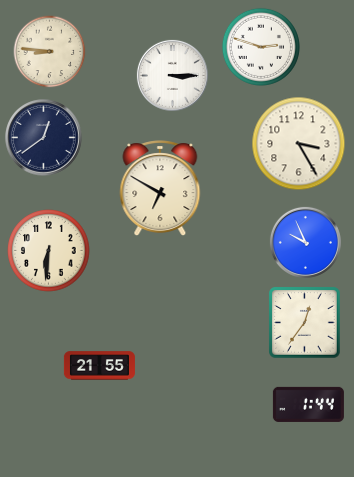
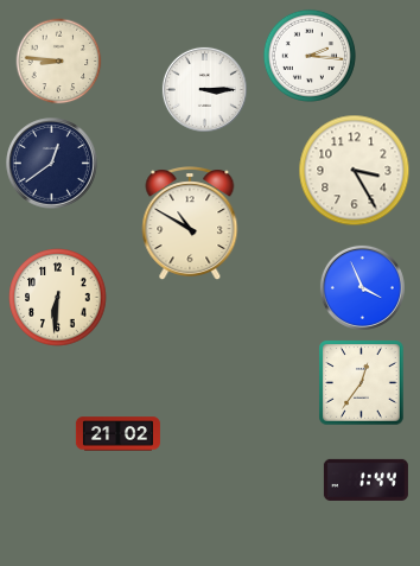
clock at (261, 47): 2:48 -> 2:16
clock at (160, 188): 6:50 -> 10:50
clock at (305, 242): 9:56 -> 3:56
clock at (99, 366): 21:55 -> 21:02
